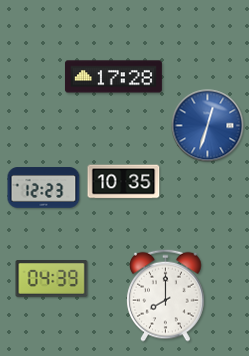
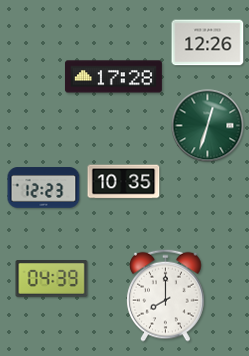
clock at (208, 43): none -> 12:26
clock at (208, 126) dial: blue -> green
